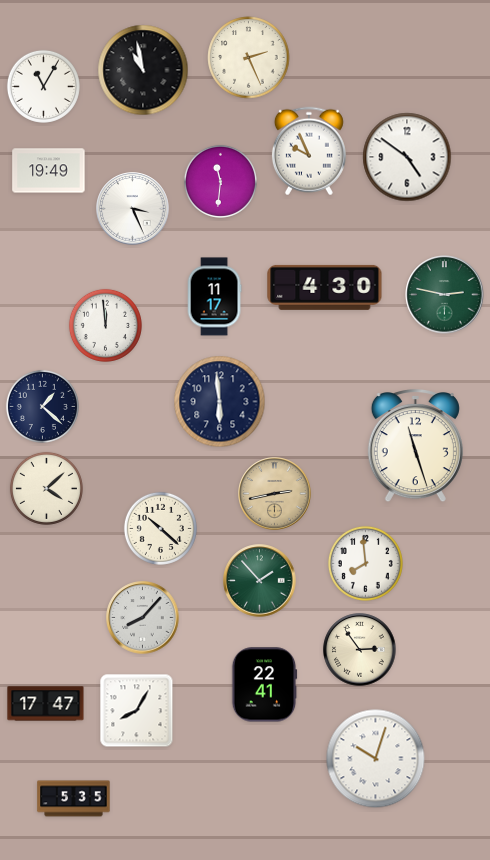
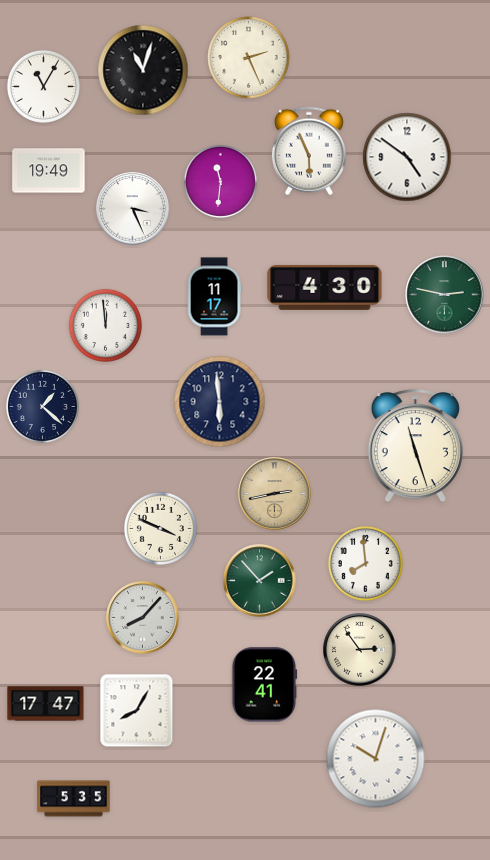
clock at (143, 70): 10:58 -> 11:03
clock at (309, 151): 9:56 -> 5:56
clock at (46, 488): 4:08 -> none
clock at (160, 528): 10:22 -> 3:49
